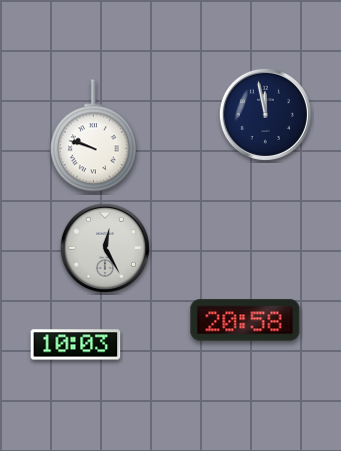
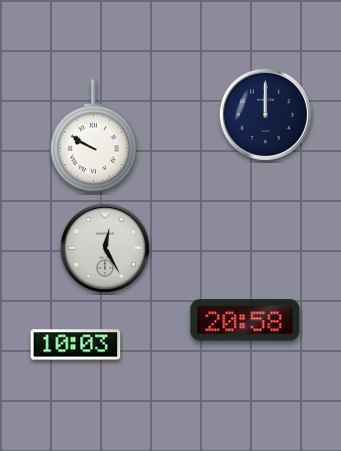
clock at (265, 114): 11:58 -> 12:00
clock at (93, 136): 9:48 -> 9:50
